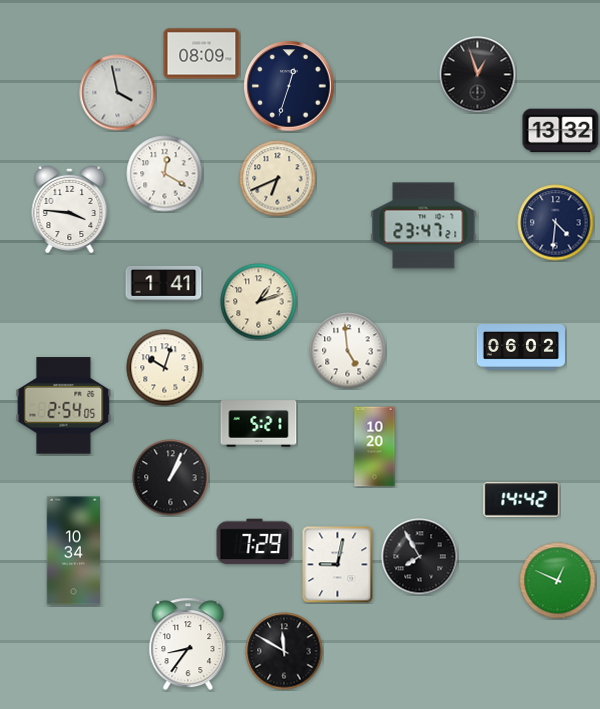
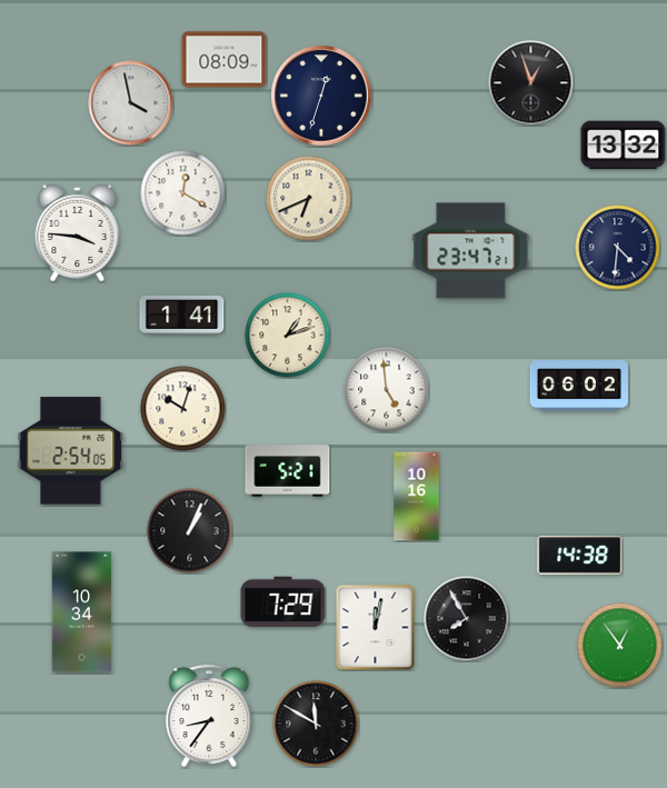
clock at (375, 447): 10:20 -> 10:16
clock at (522, 500): 14:42 -> 14:38
clock at (338, 565): 9:02 -> 12:02
clock at (558, 581): 12:49 -> 12:54
